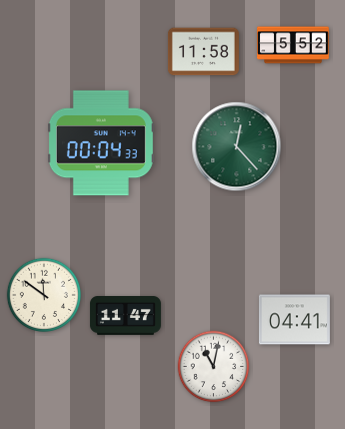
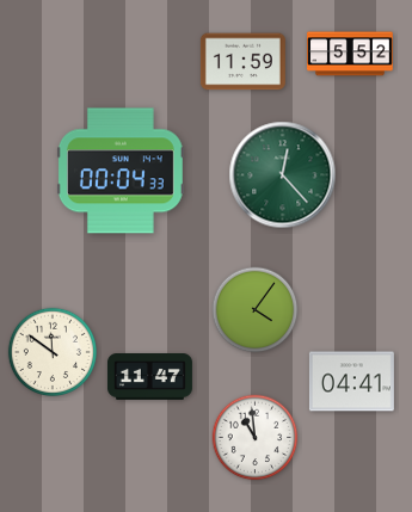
clock at (203, 52): 11:58 -> 11:59
clock at (256, 310): none -> 4:06
clock at (214, 367): 11:02 -> 10:59
